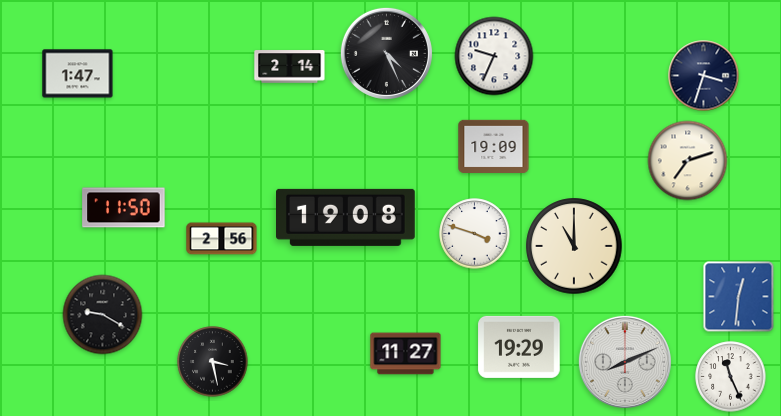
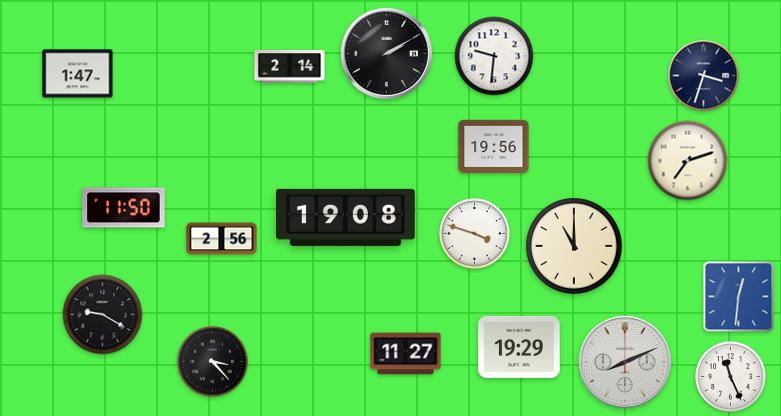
clock at (386, 53): 4:26 -> 2:10
clock at (494, 56): 9:34 -> 9:31
clock at (494, 146): 19:09 -> 19:56
clock at (213, 362): 3:28 -> 3:23
